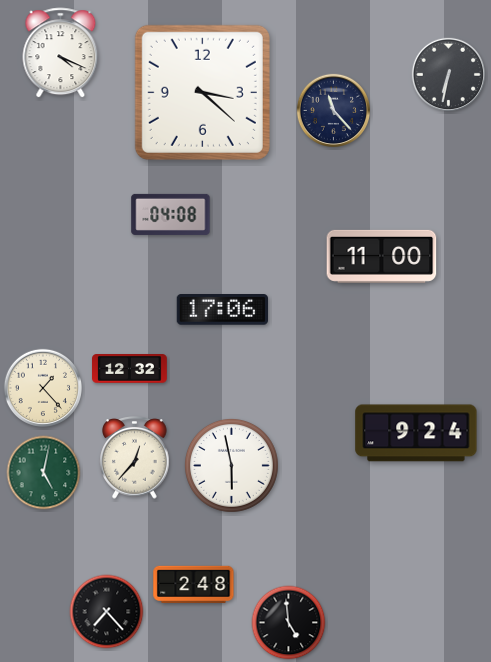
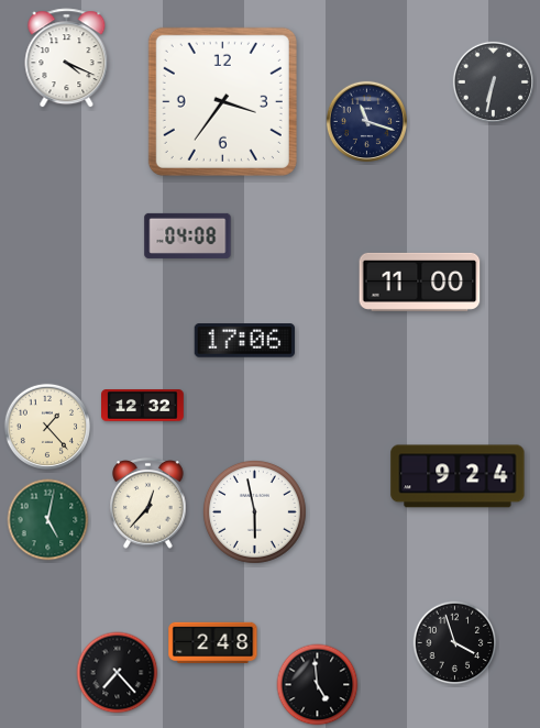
clock at (202, 92): 3:22 -> 3:36
clock at (334, 110): 11:23 -> 11:18
clock at (455, 643): none -> 3:57
